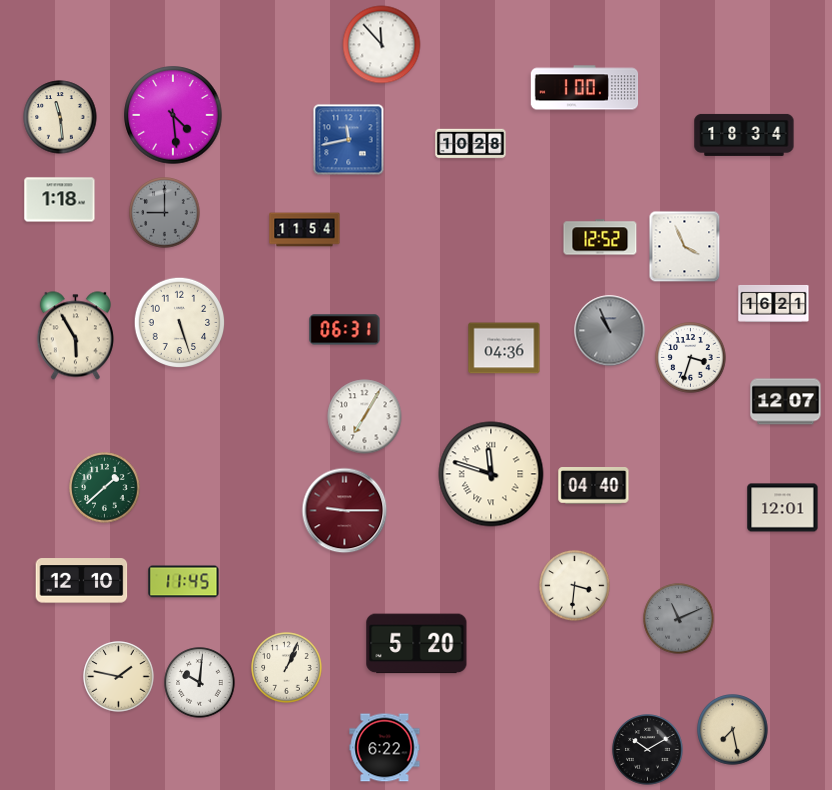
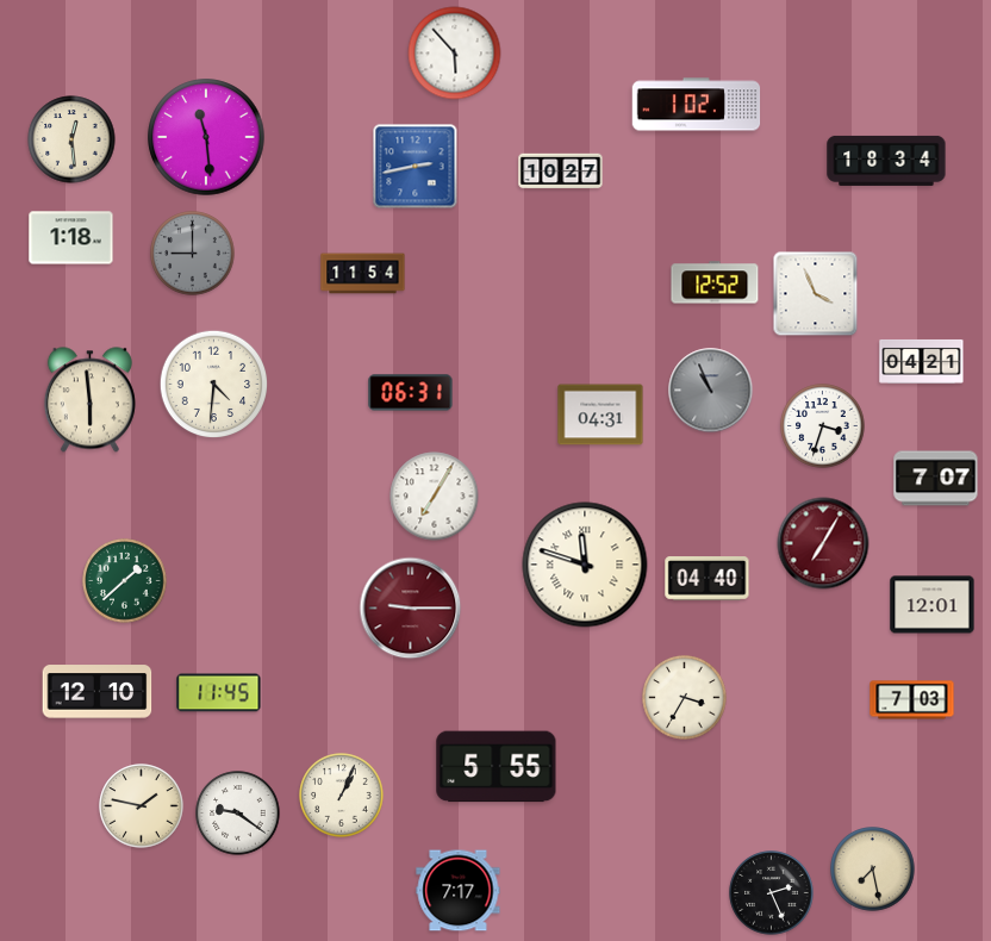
clock at (382, 45): 11:53 -> 5:53
clock at (585, 88): 1:00 -> 1:02
clock at (173, 115): 4:29 -> 11:29
clock at (60, 117): 11:29 -> 12:29
clock at (349, 140): 11:43 -> 2:43
clock at (471, 144): 10:28 -> 10:27
clock at (165, 213) position: (165, 213) -> (193, 254)
clock at (774, 303): 16:21 -> 04:21
clock at (180, 323): 5:27 -> 4:31
clock at (610, 331) position: (610, 331) -> (711, 391)
clock at (75, 336): 5:55 -> 5:59
clock at (504, 348): 04:36 -> 04:31
clock at (786, 402): 12:07 -> 7:07
clock at (823, 543): none -> 7:05
clock at (575, 586): 3:31 -> 3:35
clock at (912, 700): none -> 7:03
clock at (679, 619): 11:11 -> none
clock at (417, 644): 5:20 -> 5:55
clock at (200, 683): 10:01 -> 9:21
clock at (385, 748): 6:22 -> 7:17
clock at (648, 750): 10:10 -> 2:26
